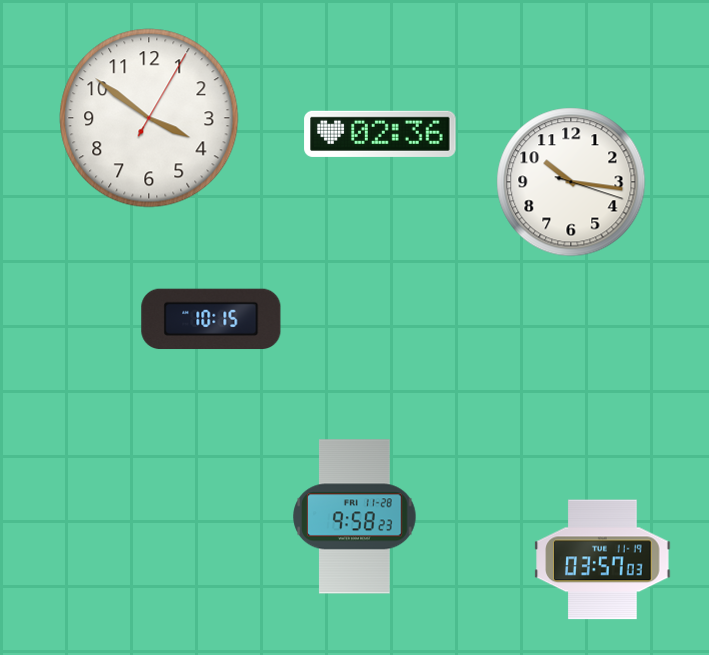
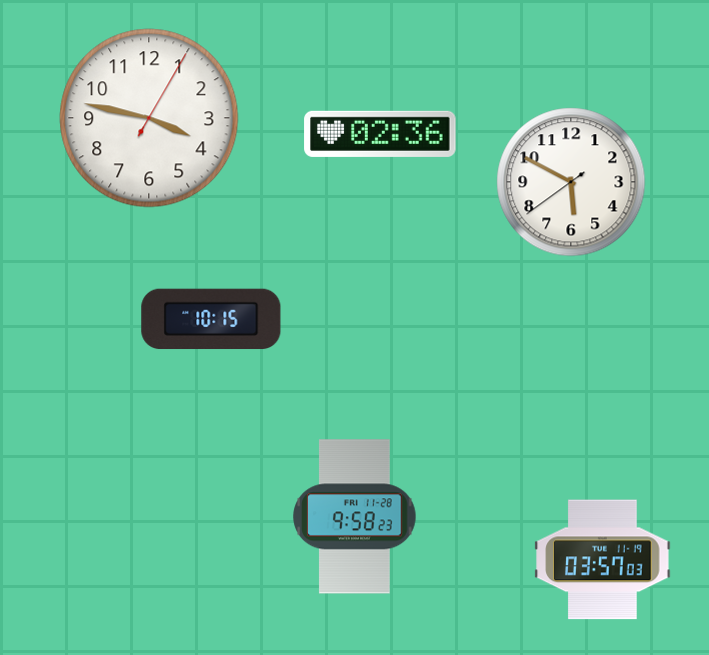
clock at (149, 118): 3:51 -> 3:47
clock at (571, 182): 10:16 -> 5:49
